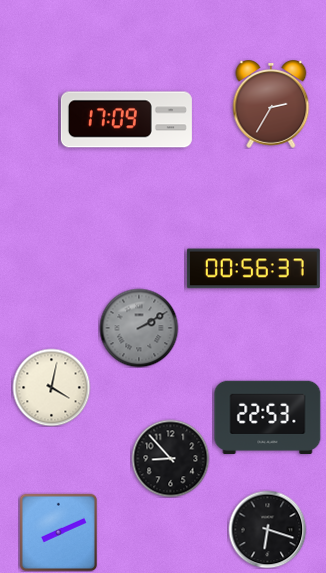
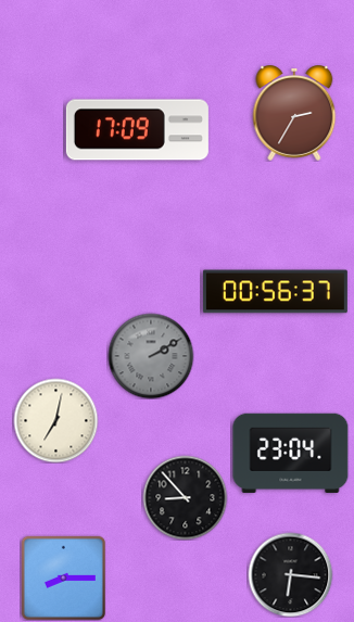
clock at (51, 387): 4:02 -> 7:02
clock at (268, 417): 22:53 -> 23:04
clock at (267, 529): 6:18 -> 6:16
clock at (58, 532): 8:11 -> 8:15
